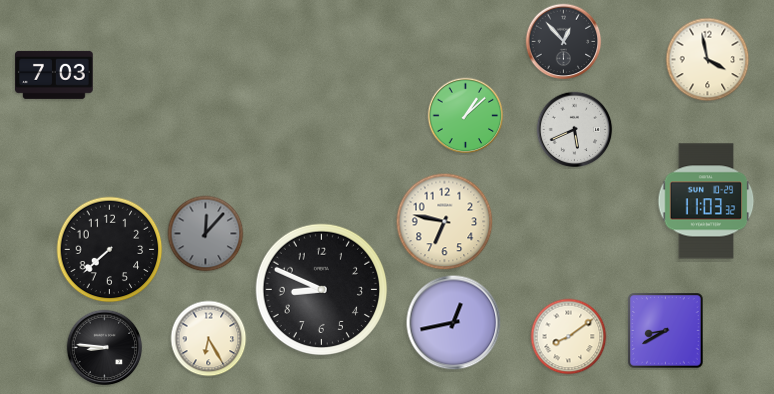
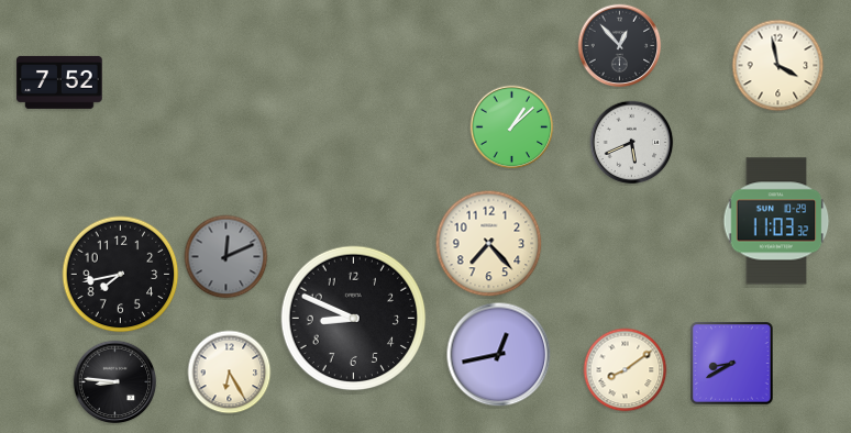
clock at (55, 75): 7:03 -> 7:52
clock at (445, 222): 6:47 -> 7:23
clock at (206, 234): 12:07 -> 12:11
clock at (110, 250): 7:38 -> 7:43
